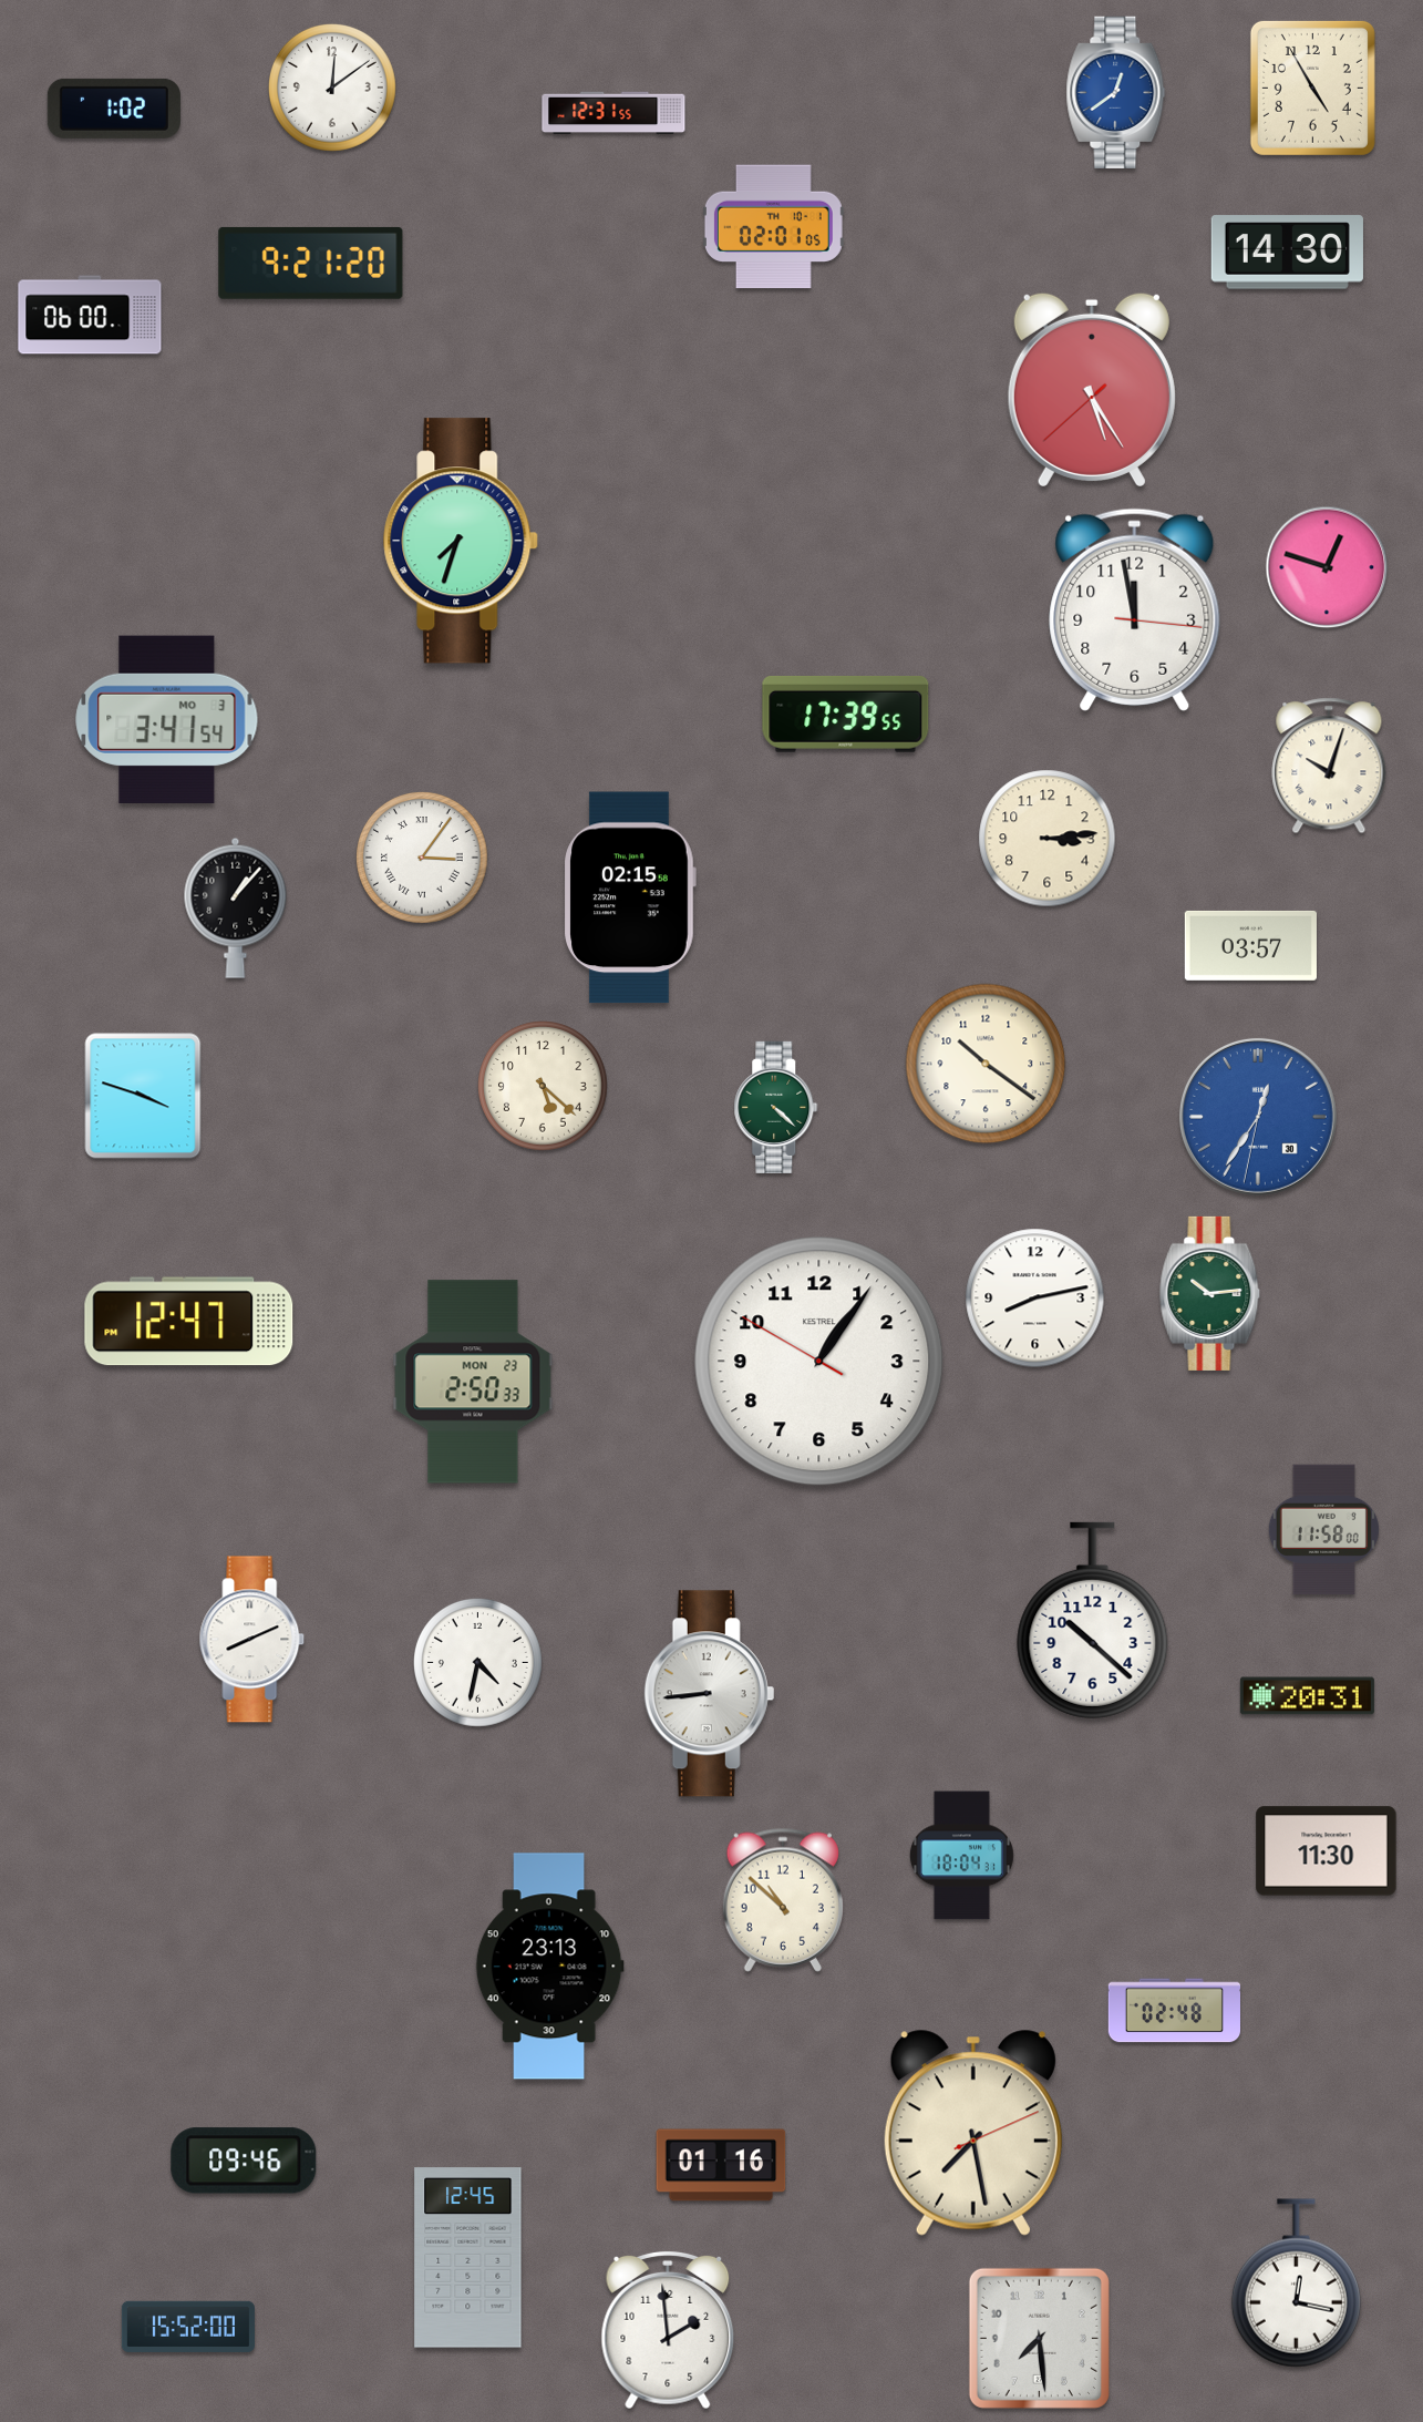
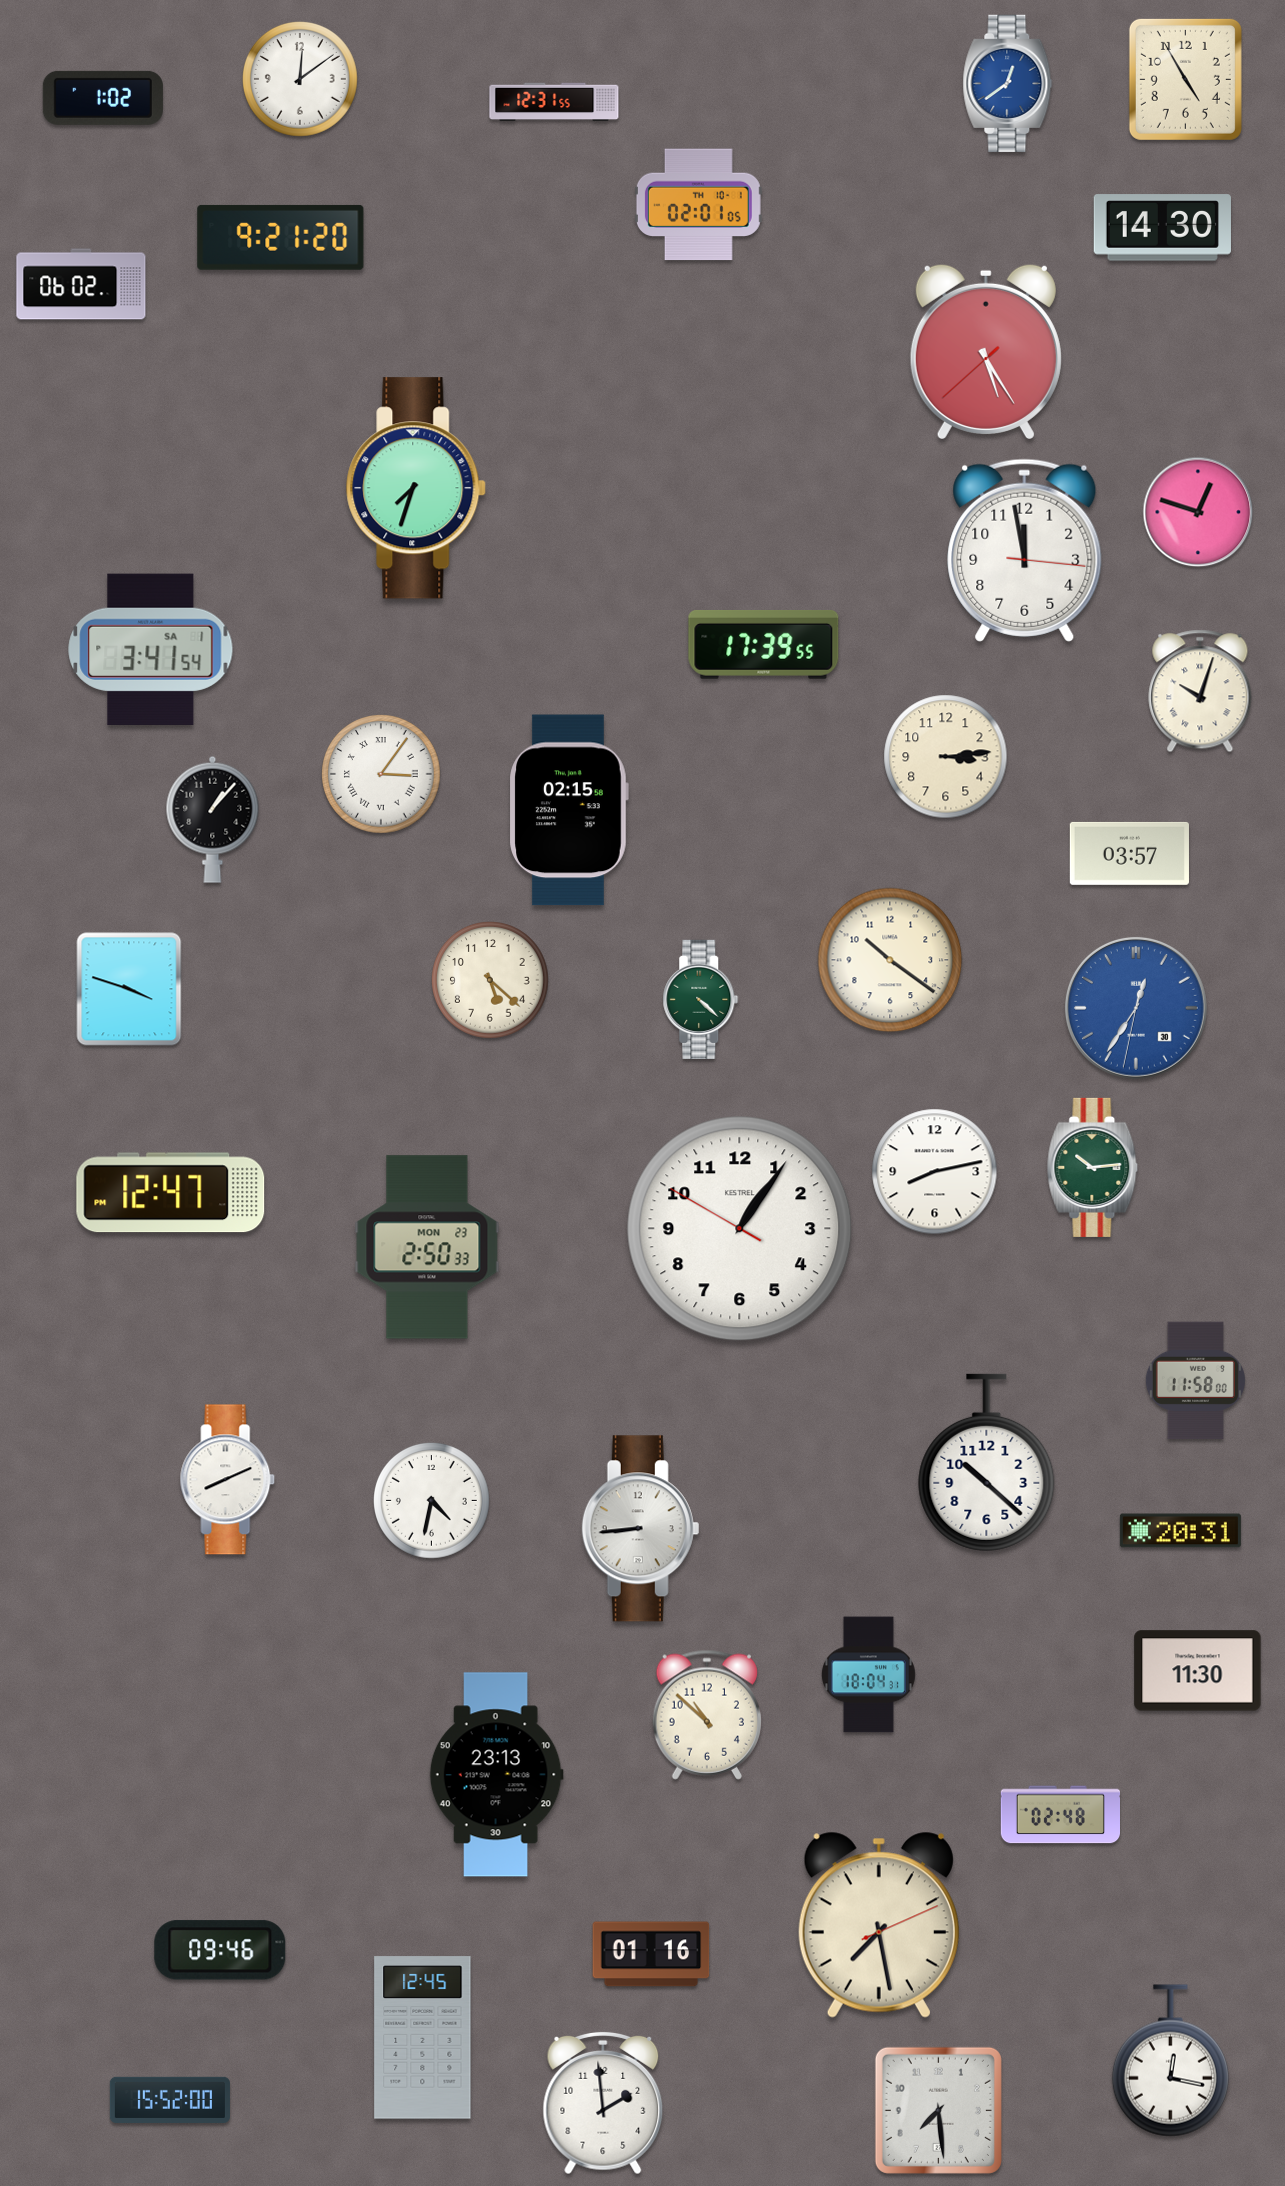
clock at (90, 315): 06:00 -> 06:02
clock at (167, 719) date: MO 3 -> SA 1
